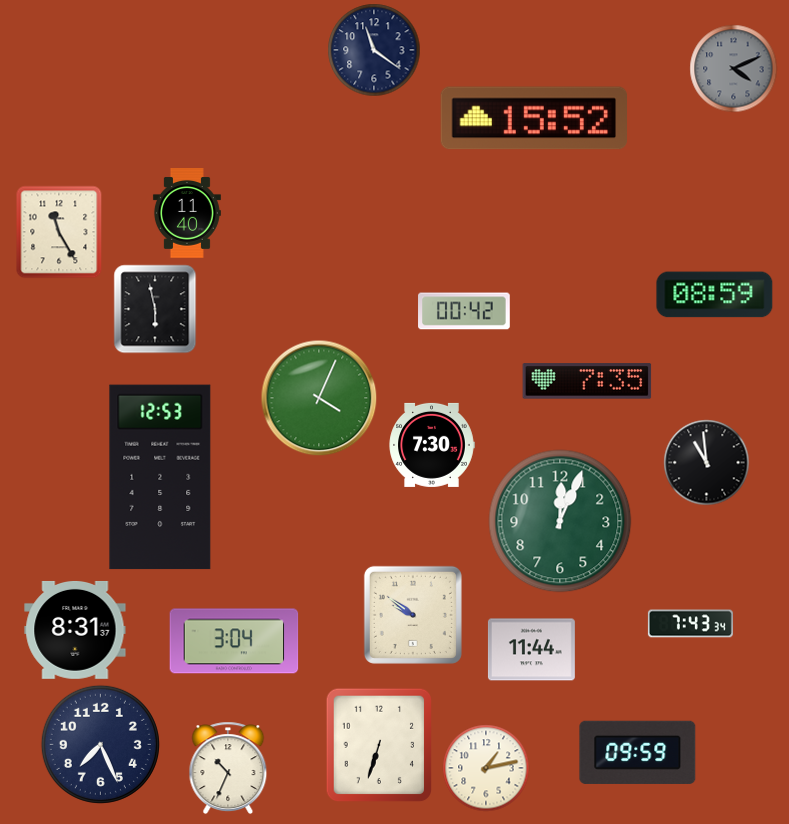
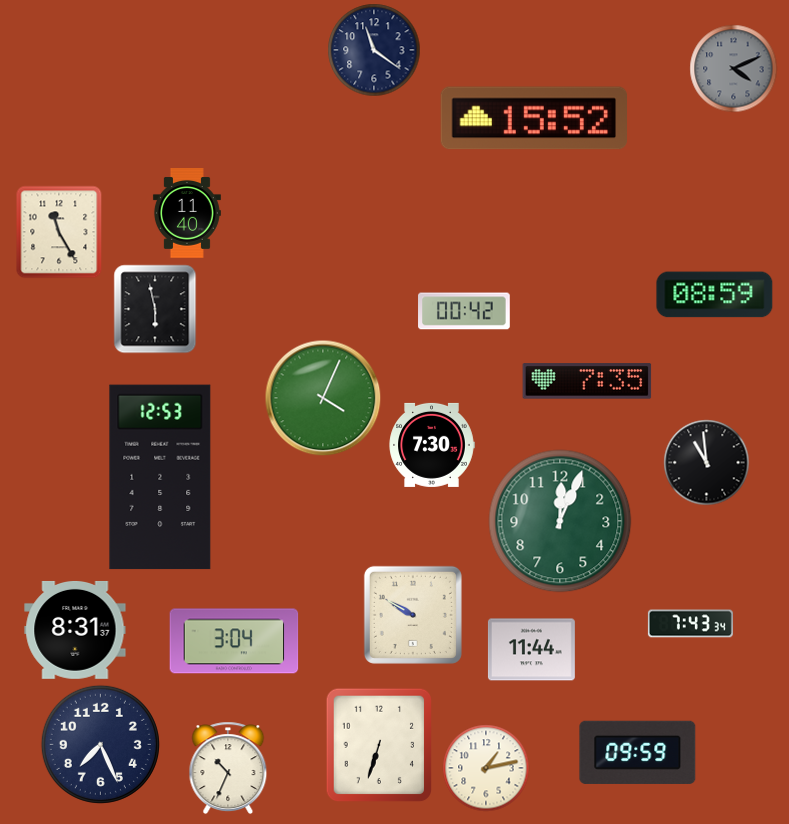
clock at (319, 398) position: (319, 398) -> (323, 398)
clock at (413, 615): 9:51 -> 9:50
